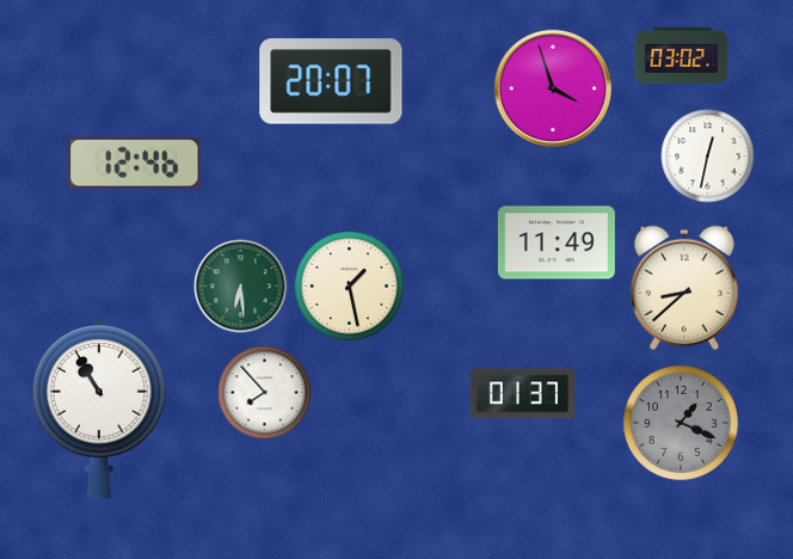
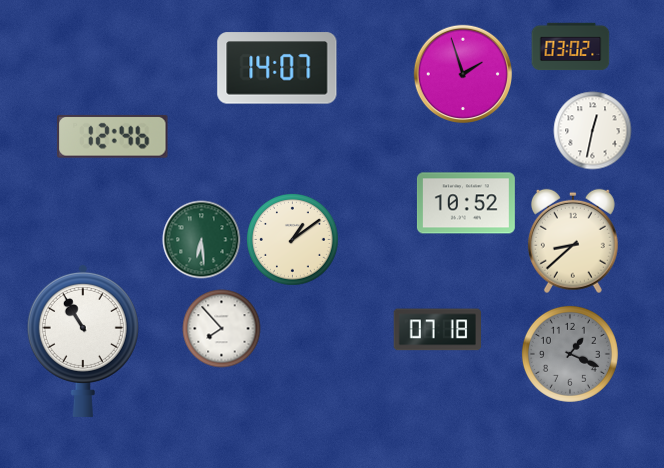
clock at (331, 81): 20:07 -> 14:07
clock at (552, 87): 3:57 -> 1:57
clock at (557, 242): 11:49 -> 10:52
clock at (350, 287): 1:28 -> 1:09
clock at (522, 394): 01:37 -> 07:18
